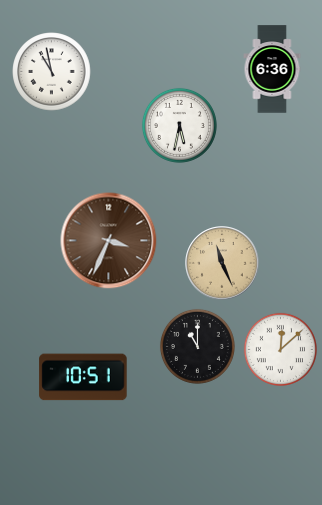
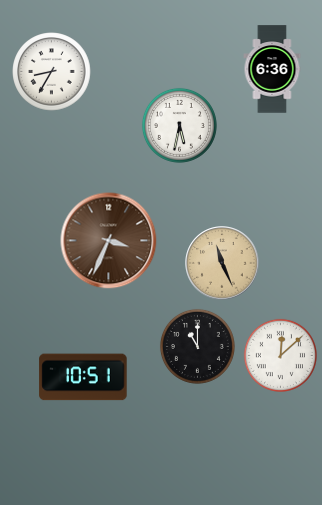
clock at (52, 72): 10:58 -> 8:35
clock at (280, 349) position: (280, 349) -> (280, 355)
